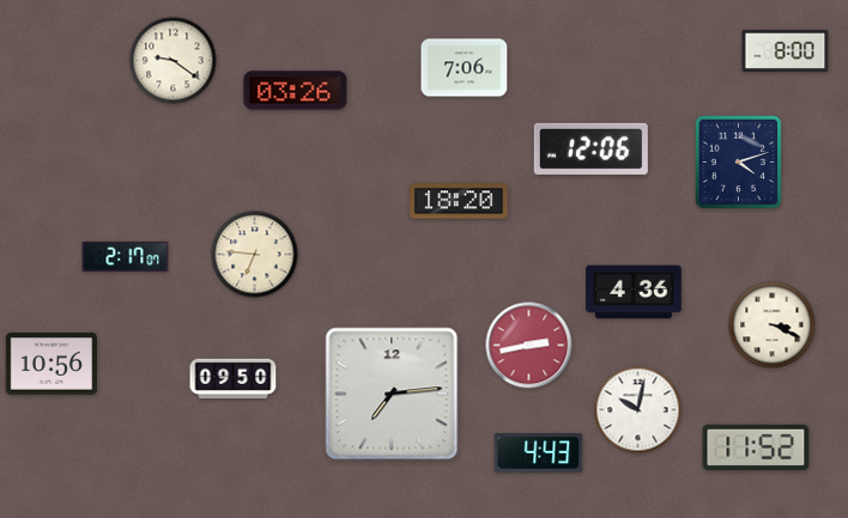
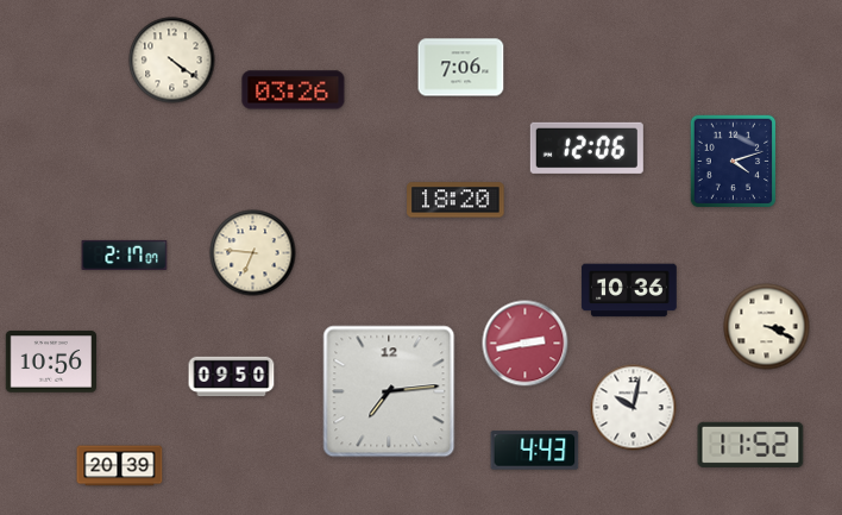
clock at (786, 50): 8:00 -> none
clock at (174, 61): 9:21 -> 4:21
clock at (634, 292): 4:36 -> 10:36
clock at (773, 325) position: (773, 325) -> (767, 327)
clock at (120, 466): none -> 20:39
